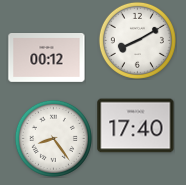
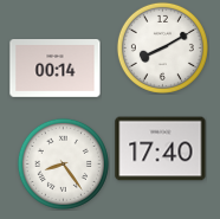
clock at (47, 58): 00:12 -> 00:14
